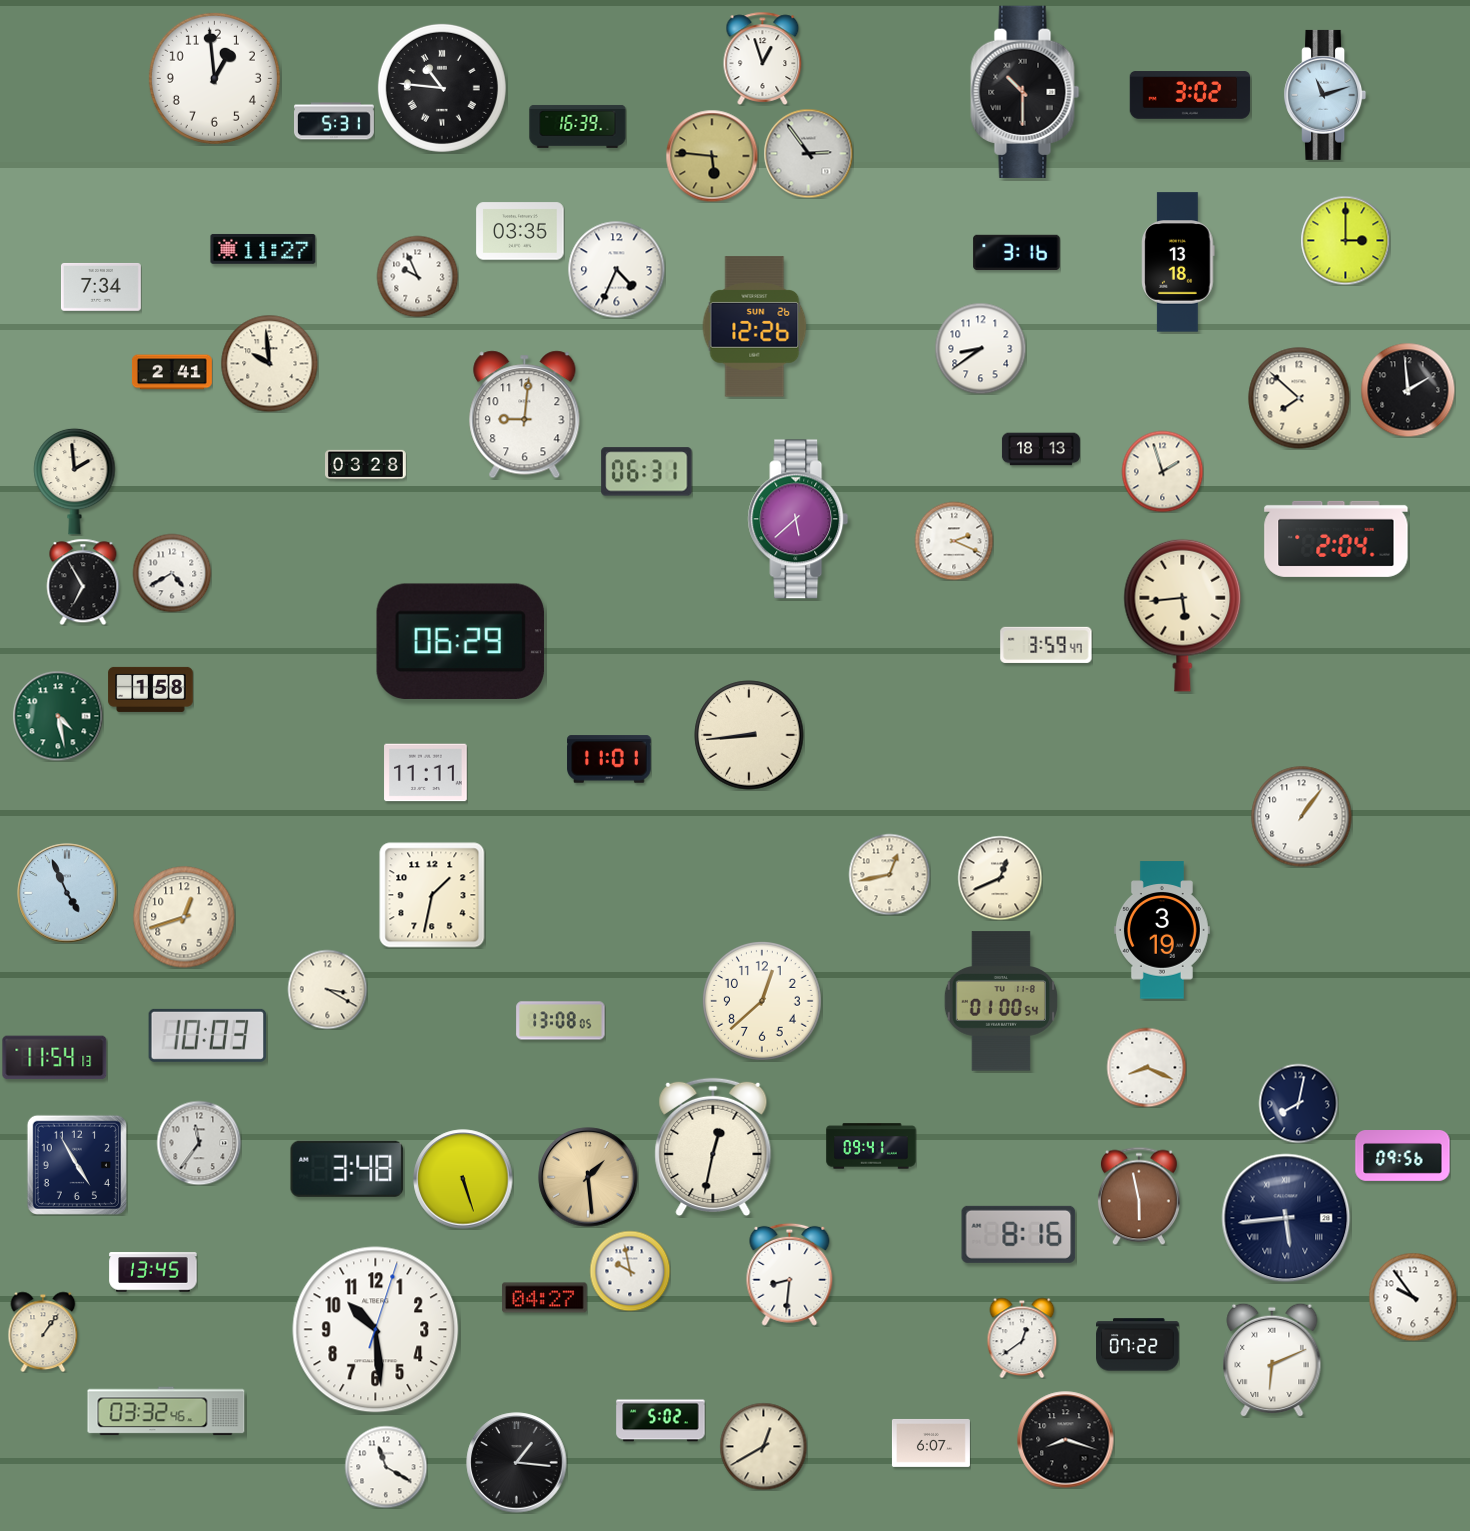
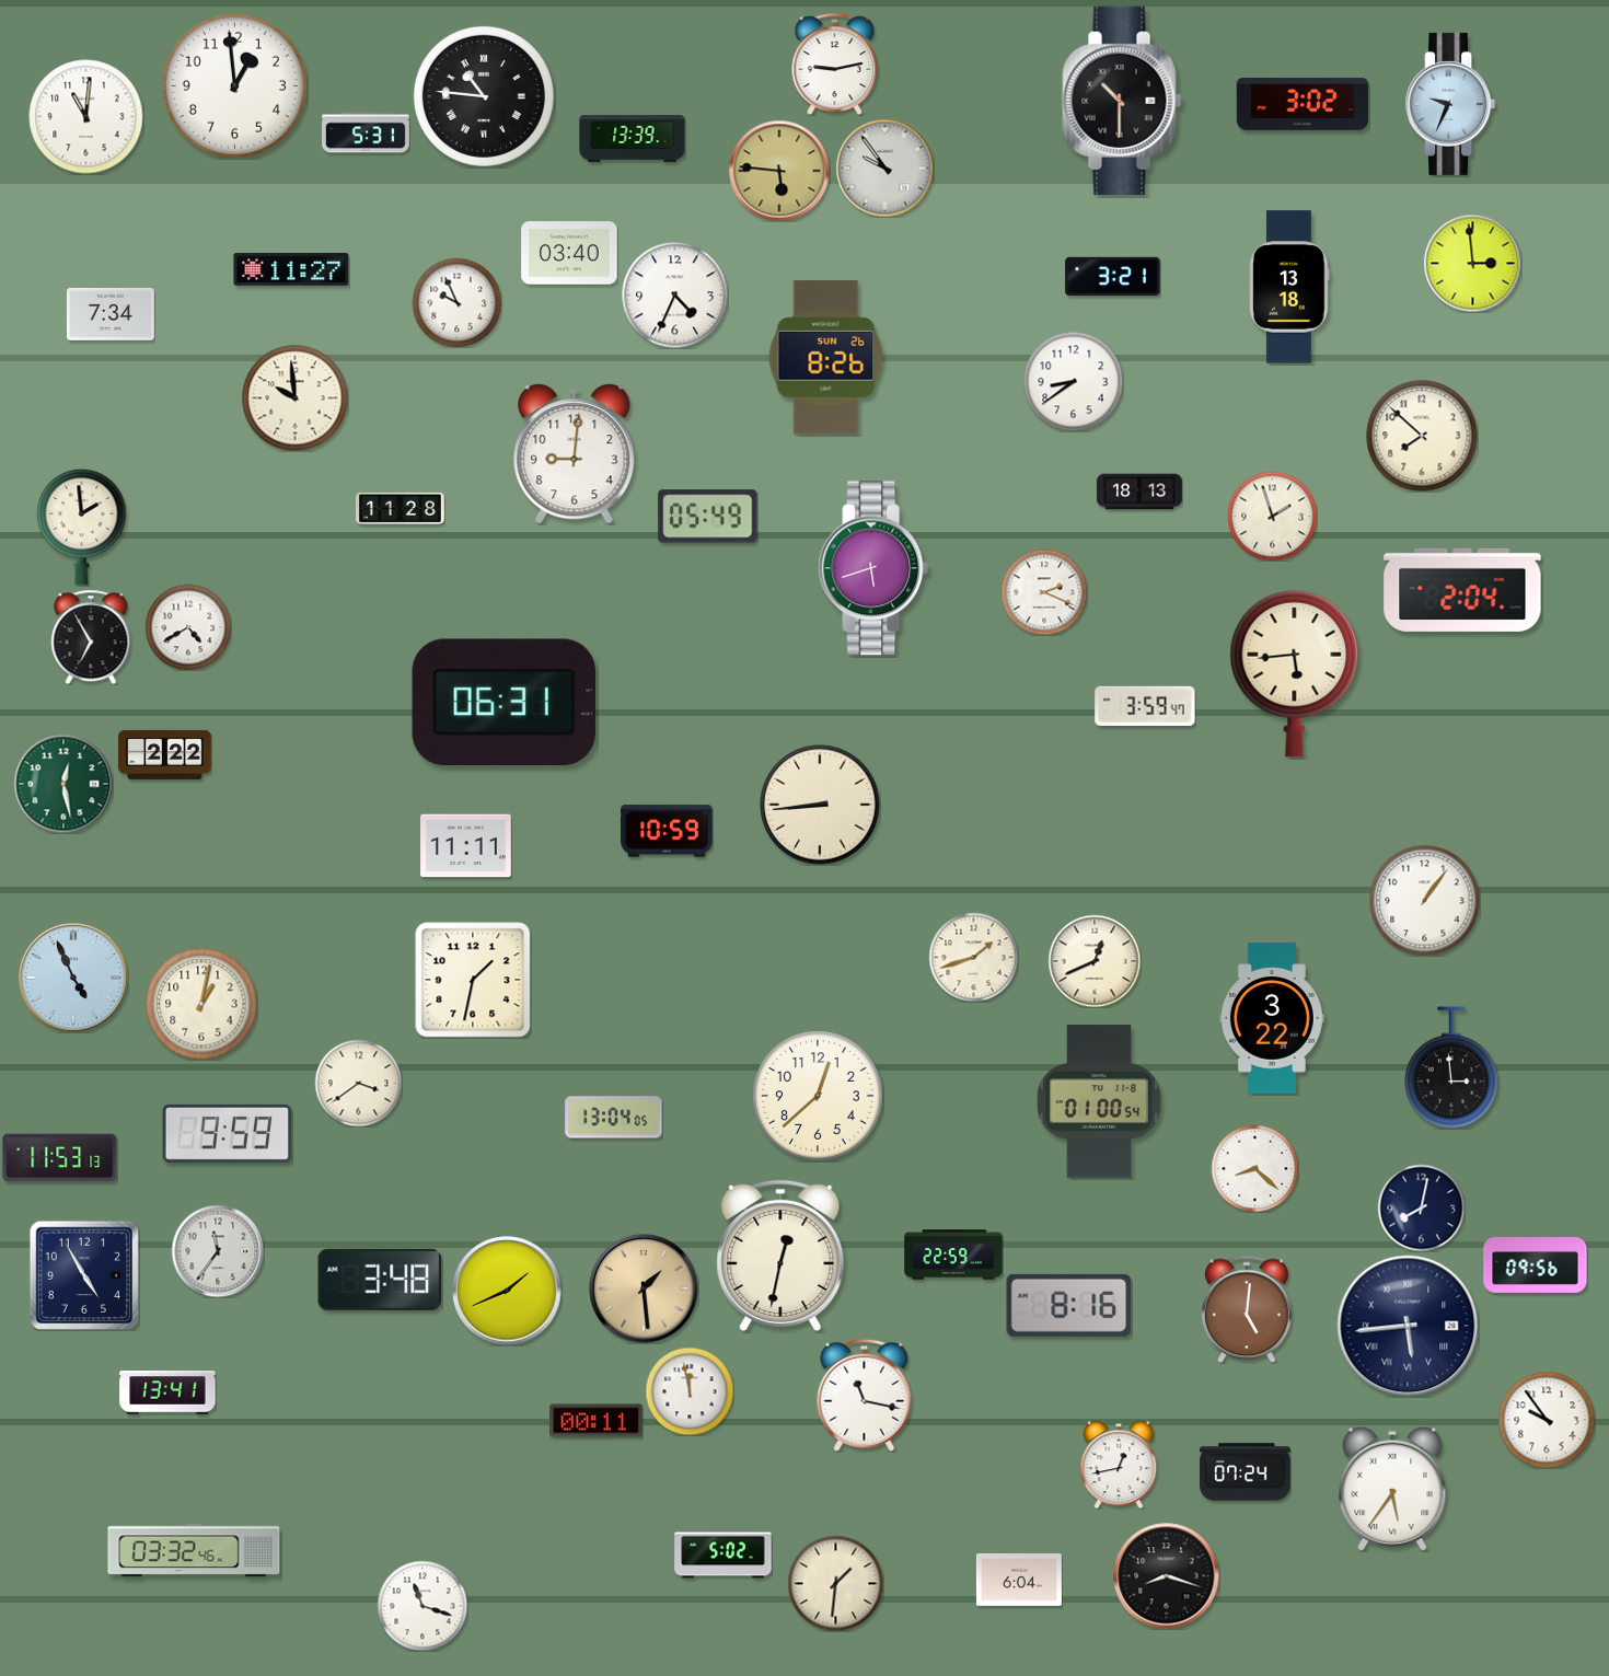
clock at (763, 58): 12:57 -> 9:13
clock at (1325, 95): 11:12 -> 9:34
clock at (86, 117): none -> 11:01
clock at (578, 126): 16:39 -> 13:39
clock at (808, 153): 2:54 -> 9:54
clock at (520, 231): 03:35 -> 03:40
clock at (1345, 240): 3:00 -> 2:59
clock at (263, 249) position: (263, 249) -> (291, 269)
clock at (1017, 253): 3:16 -> 3:21
clock at (755, 327): 12:26 -> 8:26
clock at (172, 372): 2:41 -> none
clock at (1408, 390): 1:59 -> none
clock at (366, 464): 03:28 -> 11:28
clock at (647, 472): 06:31 -> 05:49
clock at (798, 519): 5:38 -> 5:42
clock at (460, 641): 06:29 -> 06:31
clock at (151, 689): 1:58 -> 2:22
clock at (58, 716): 4:28 -> 12:28
clock at (609, 759): 11:01 -> 10:59
clock at (1302, 817) position: (1302, 817) -> (1425, 901)
clock at (889, 874): 12:43 -> 1:42
clock at (184, 917): 12:42 -> 1:02
clock at (1162, 930): 3:19 -> 3:22
clock at (1451, 1067): none -> 2:59
clock at (327, 989): 3:20 -> 3:39
clock at (1001, 1001) position: (1001, 1001) -> (1099, 1101)
clock at (763, 1002) position: (763, 1002) -> (819, 1097)
clock at (561, 1021): 13:08 -> 13:04
clock at (208, 1035): 10:03 -> 9:59
clock at (55, 1058): 11:54 -> 11:53
clock at (1146, 1067): 8:19 -> 8:22
clock at (871, 1146): 09:41 -> 22:59
clock at (463, 1179): 5:27 -> 1:41
clock at (1139, 1196): 5:58 -> 5:01
clock at (1286, 1218) position: (1286, 1218) -> (1408, 1326)
clock at (1019, 1234) position: (1019, 1234) -> (1069, 1305)
clock at (630, 1271): 9:58 -> 11:58
clock at (153, 1272): 13:45 -> 13:41
clock at (790, 1274): 8:31 -> 11:17
clock at (545, 1298): 04:27 -> 00:11
clock at (376, 1330): 10:29 -> none
clock at (43, 1332): 1:06 -> none
clock at (1022, 1338): 12:39 -> 12:43
clock at (1138, 1345): 07:22 -> 07:24
clock at (1272, 1360): 6:11 -> 5:36
clock at (166, 1411) position: (166, 1411) -> (194, 1550)
clock at (931, 1443): 6:07 -> 6:04
clock at (763, 1446): 12:40 -> 1:31
clock at (517, 1463): 1:16 -> none
clock at (386, 1467): 11:20 -> 11:18
